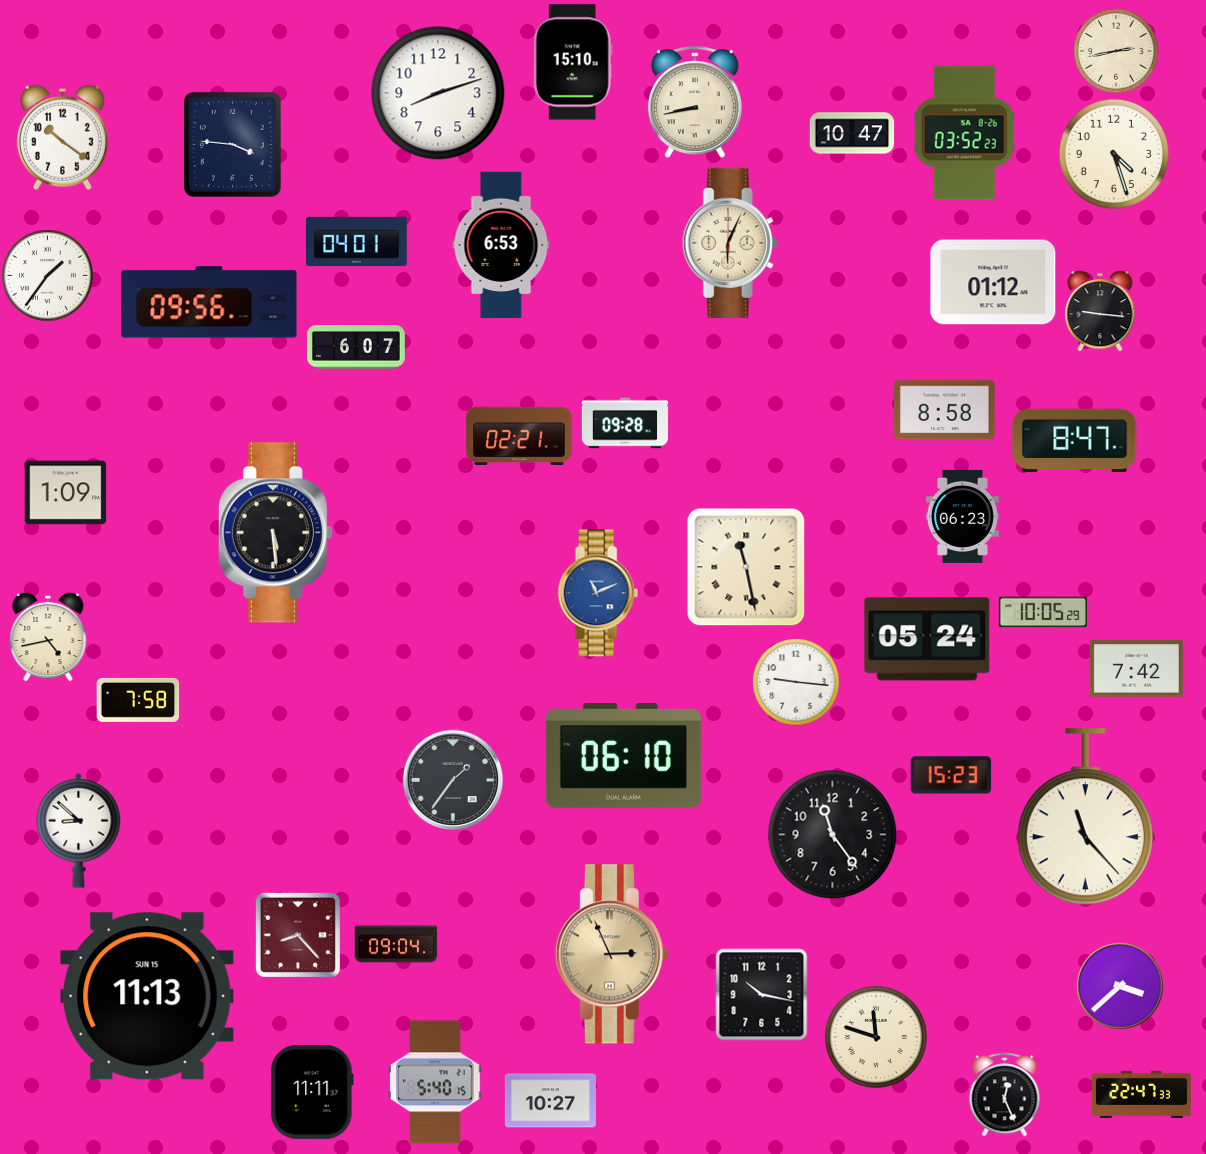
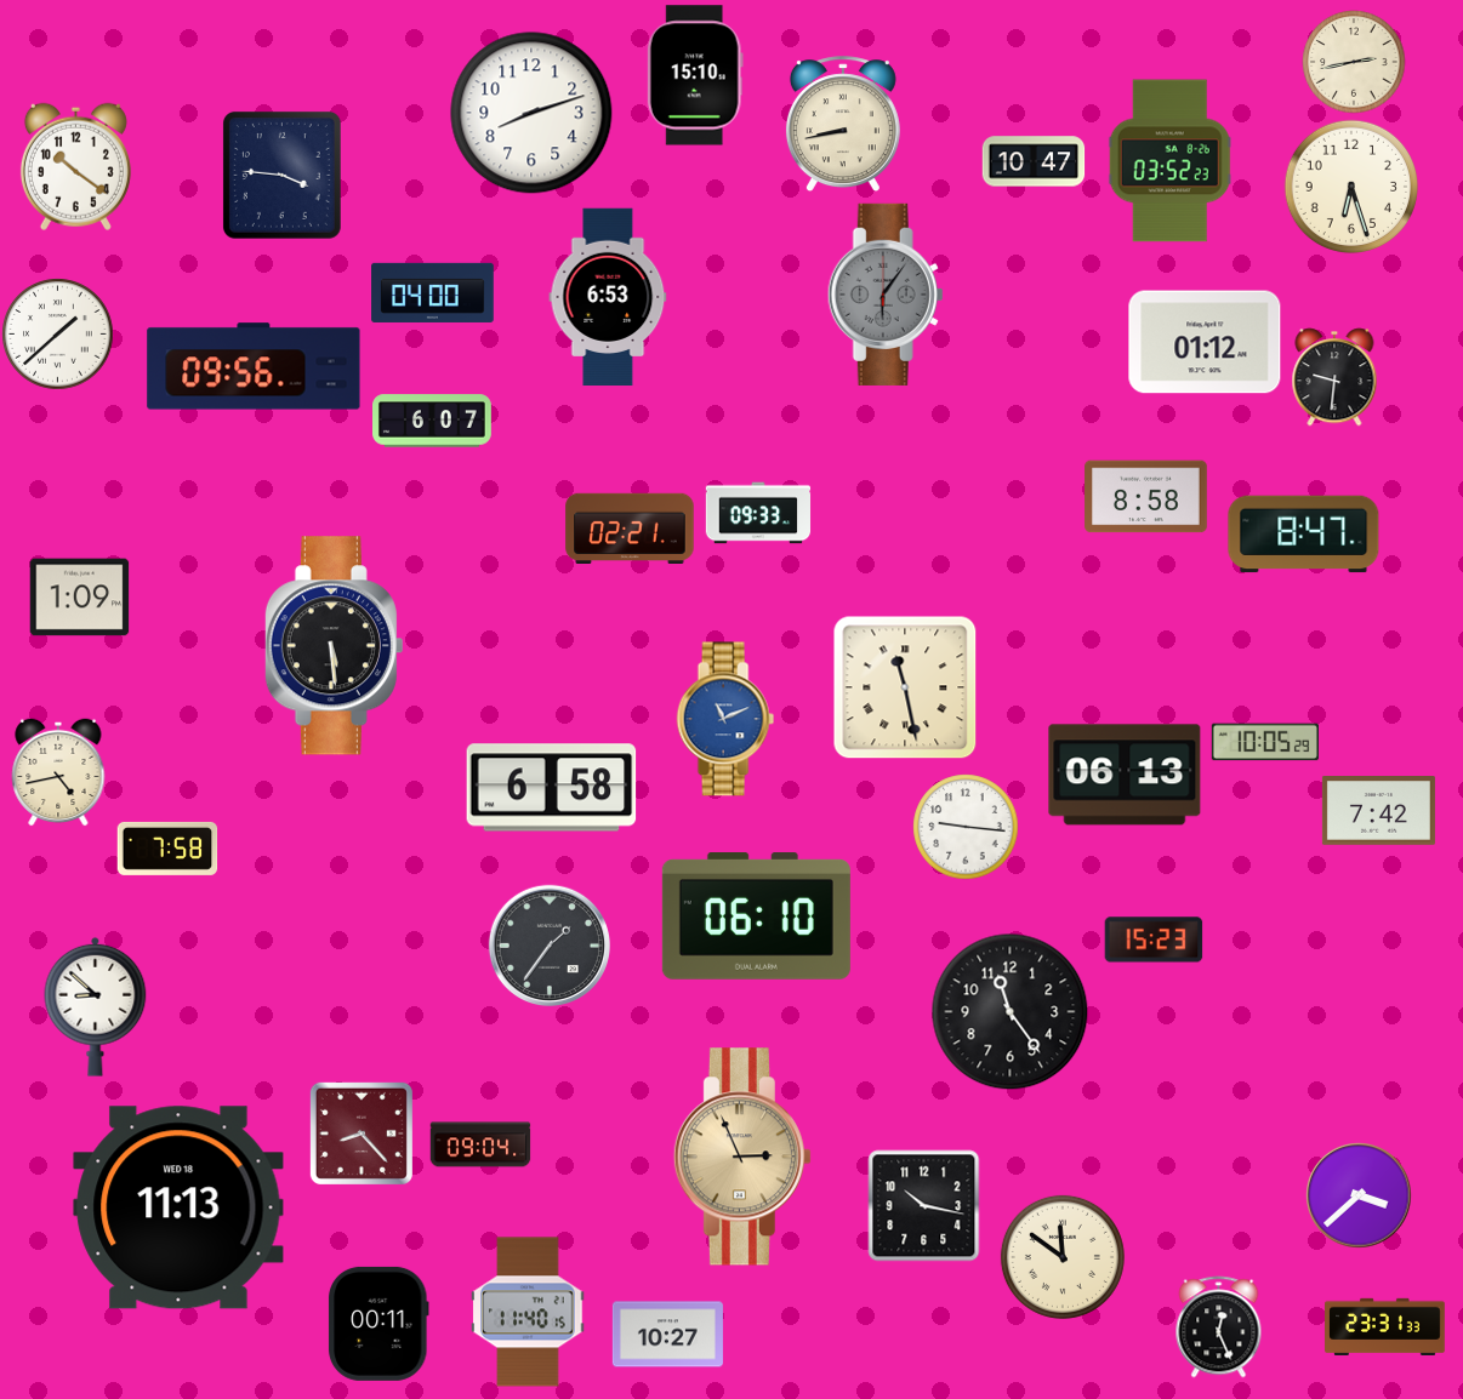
clock at (1114, 154): 4:27 -> 6:27
clock at (357, 241): 04:01 -> 04:00
clock at (730, 243): 6:04 -> 6:06
clock at (730, 243) dial: cream -> grey
clock at (47, 275): 1:36 -> 1:38
clock at (1100, 311): 9:16 -> 9:31
clock at (625, 423): 09:28 -> 09:33
clock at (962, 516): 06:23 -> none
clock at (927, 639): 05:24 -> 06:13
clock at (552, 788): none -> 6:58
clock at (1085, 817): 11:23 -> none
clock at (147, 996) date: SUN 15 -> WED 18
clock at (876, 1037): 11:48 -> 11:51
clock at (435, 1082): 5:40 -> 11:40
clock at (313, 1092): 11:11 -> 00:11
clock at (1142, 1094): 22:47 -> 23:31
